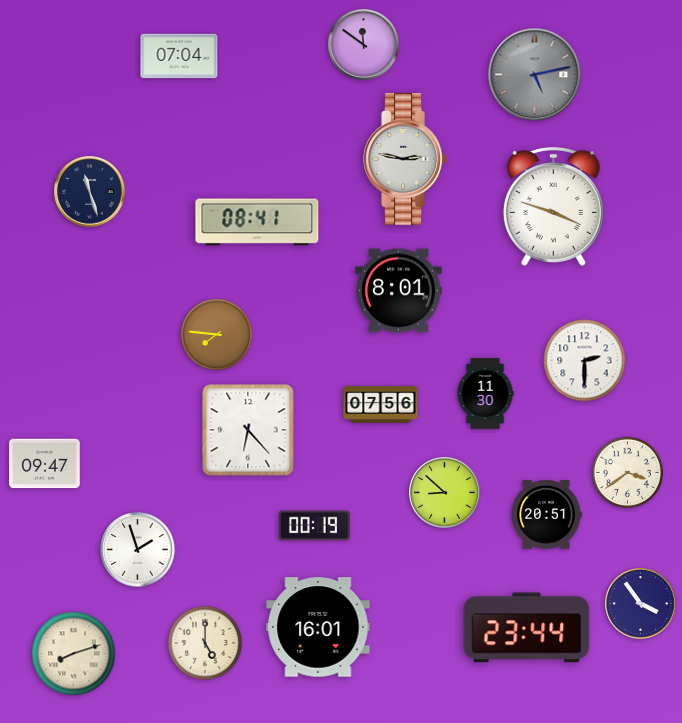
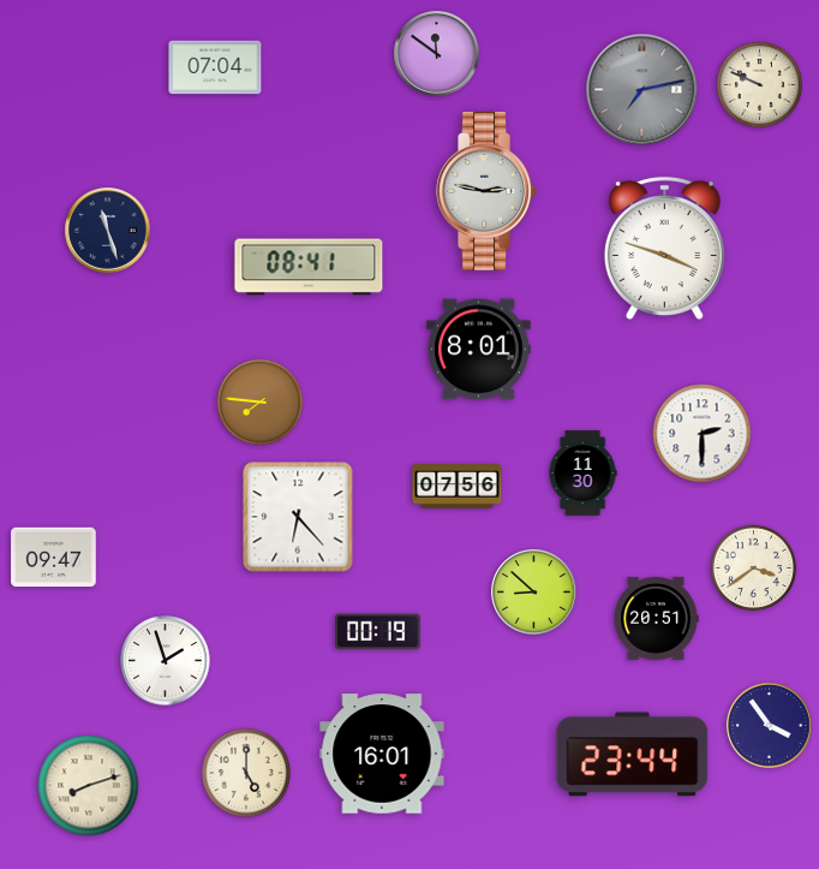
clock at (759, 84): none -> 9:49
clock at (535, 75): 5:13 -> 7:13
